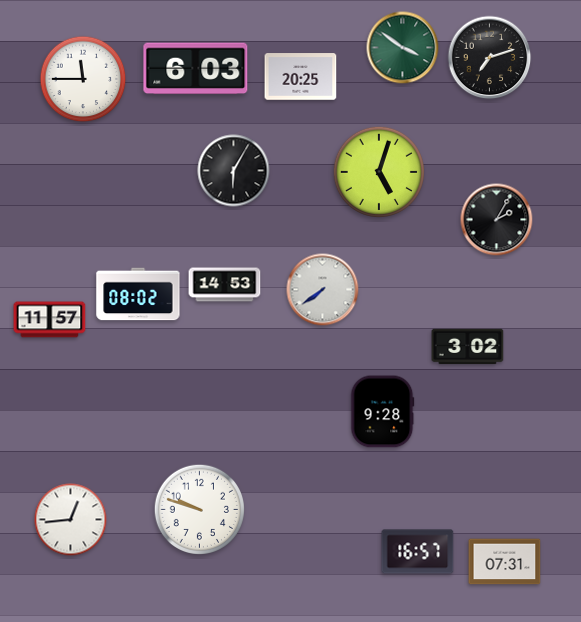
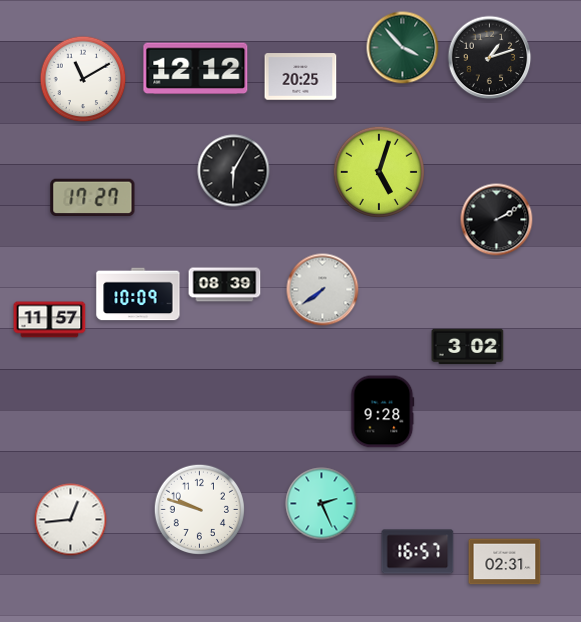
clock at (403, 48): 3:51 -> 3:53
clock at (490, 58): 7:12 -> 1:12
clock at (196, 69): 6:03 -> 12:12
clock at (83, 79): 11:45 -> 11:10
clock at (93, 198): none -> 17:27
clock at (497, 220): 2:05 -> 2:10
clock at (225, 285): 14:53 -> 08:39
clock at (138, 294): 08:02 -> 10:09
clock at (322, 504): none -> 2:26
clock at (505, 562): 07:31 -> 02:31
